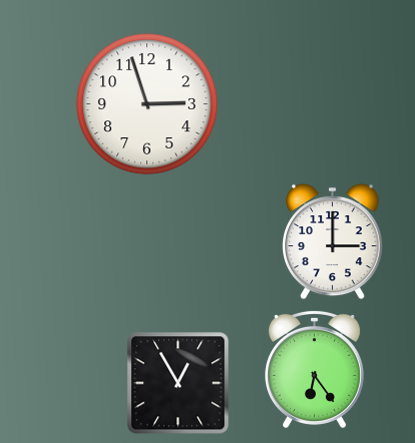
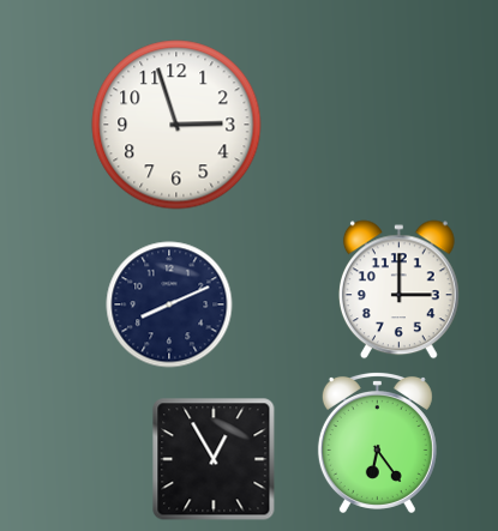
clock at (169, 304): none -> 8:11
